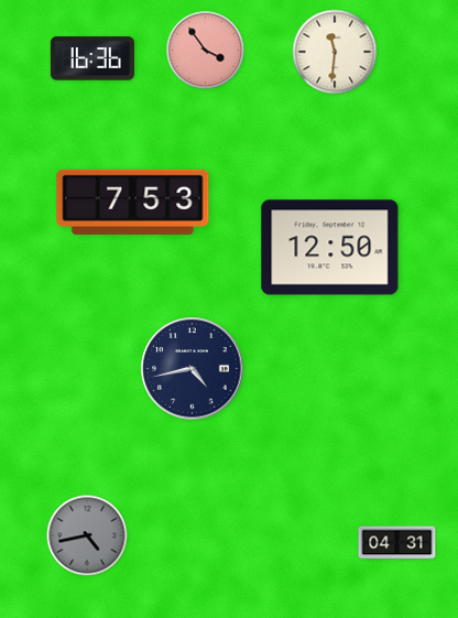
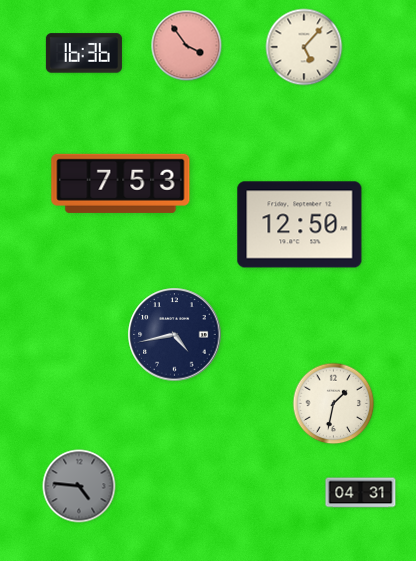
clock at (335, 52): 11:31 -> 5:07
clock at (334, 404): none -> 1:32
clock at (87, 535): 4:43 -> 4:46
